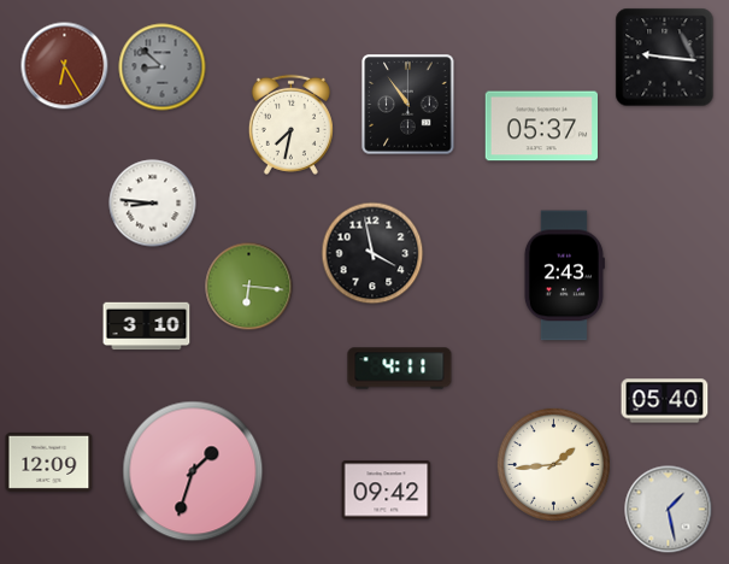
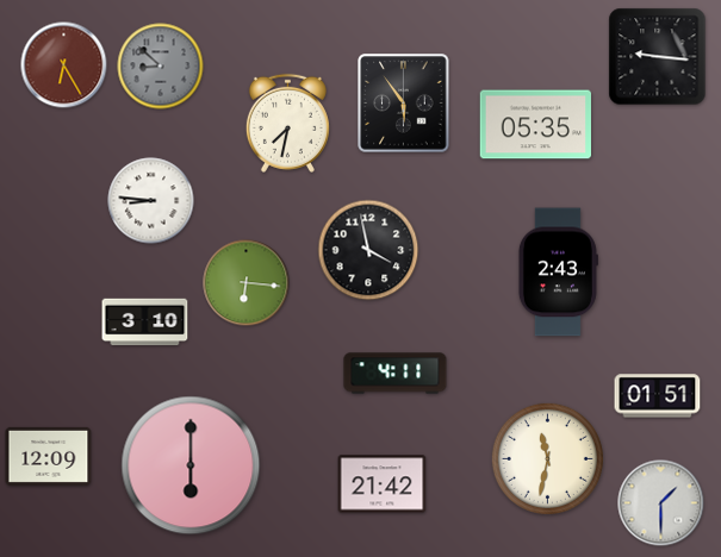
clock at (408, 105): 10:54 -> 5:54
clock at (541, 127): 05:37 -> 05:35
clock at (400, 369) position: (400, 369) -> (396, 374)
clock at (665, 401): 05:40 -> 01:51
clock at (553, 464): 1:44 -> 11:32
clock at (193, 471): 1:33 -> 6:00
clock at (387, 490): 09:42 -> 21:42
clock at (669, 510): 1:28 -> 1:30
